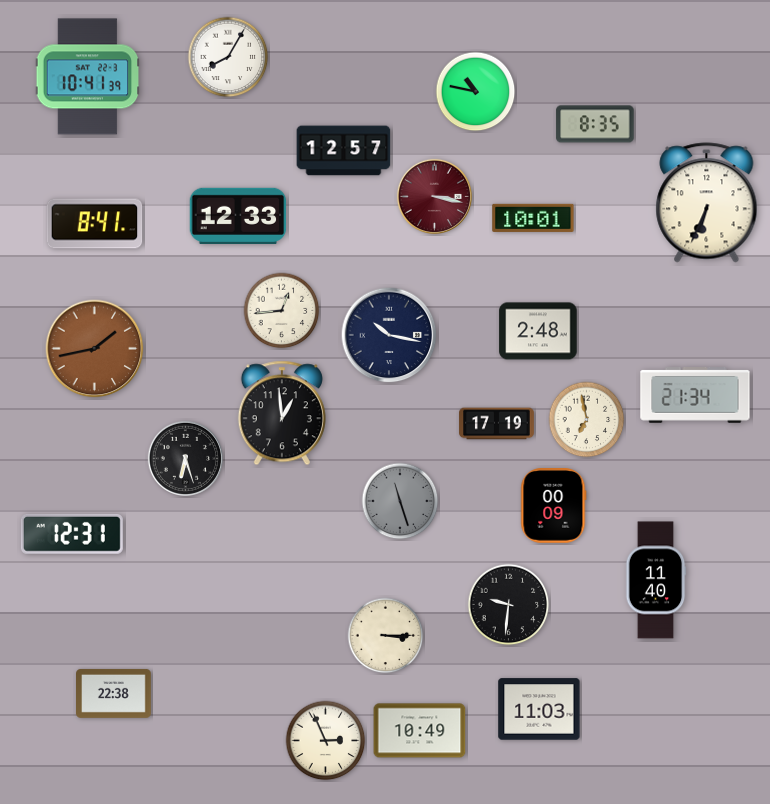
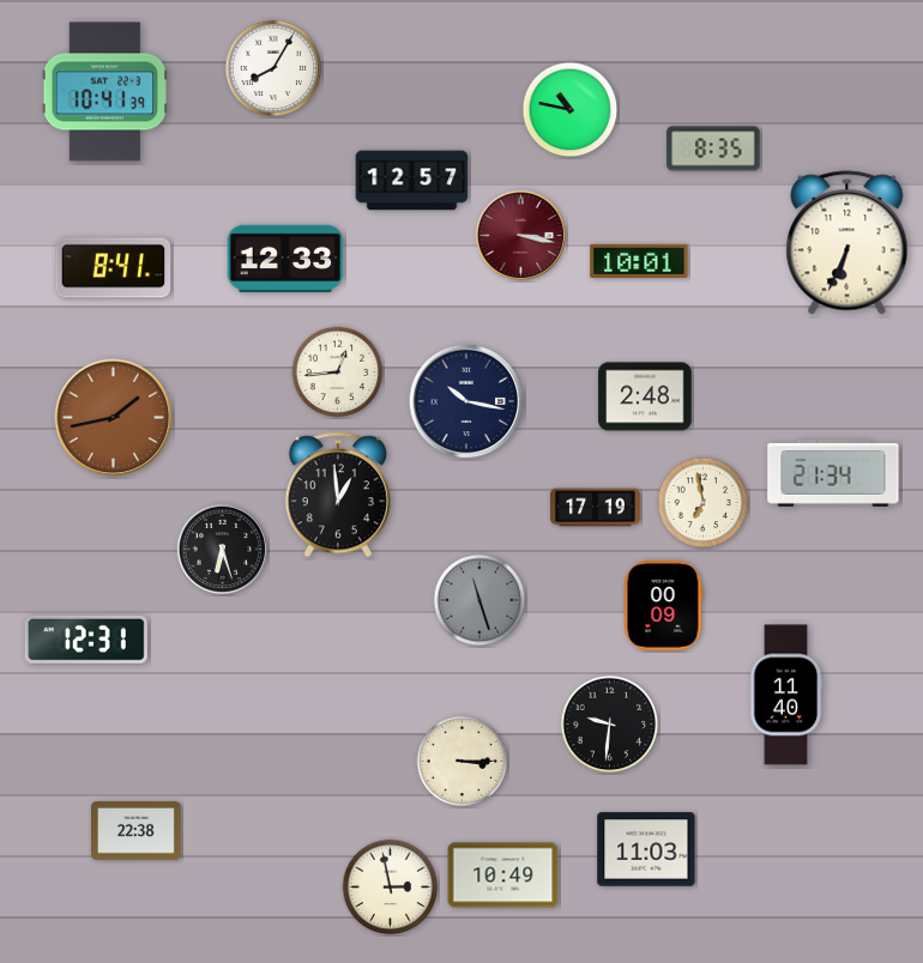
clock at (326, 741): 2:56 -> 2:58
